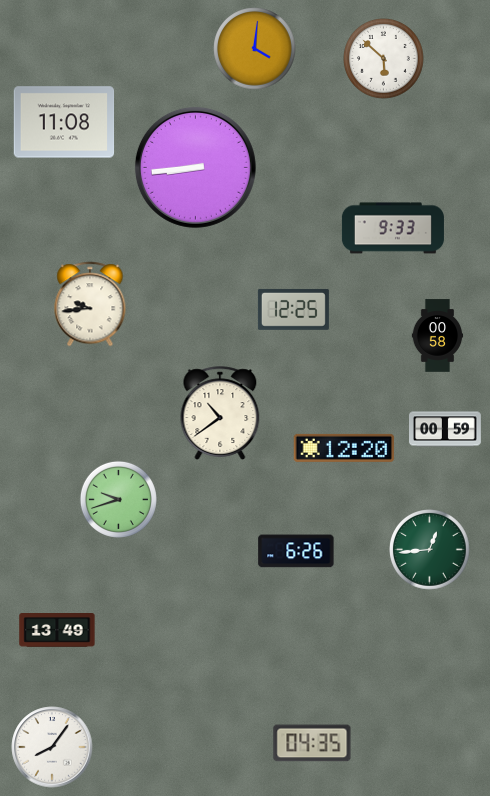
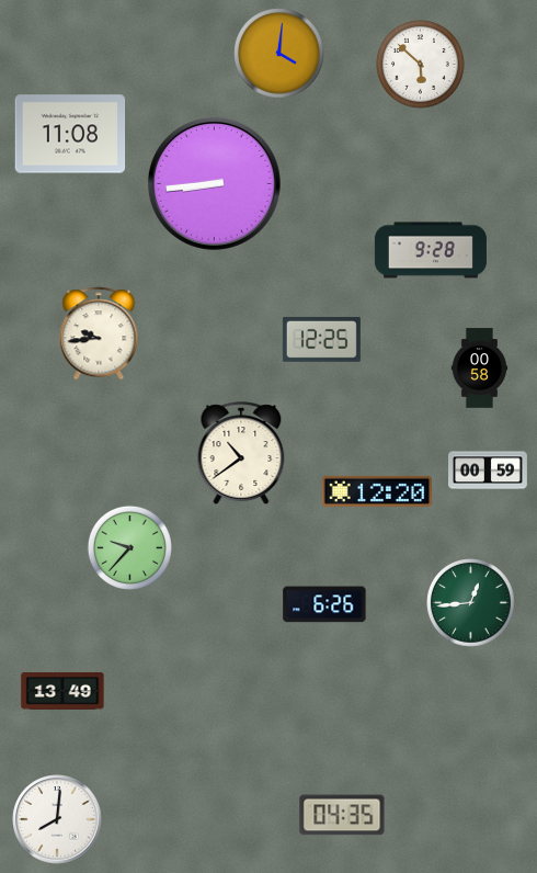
clock at (393, 228): 9:33 -> 9:28
clock at (118, 499): 9:42 -> 9:37
clock at (52, 747): 8:06 -> 8:01
